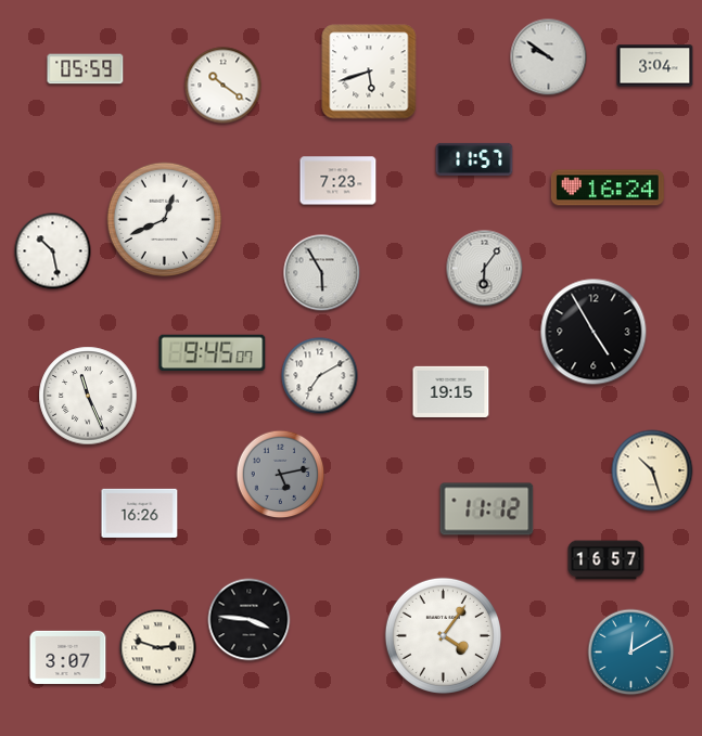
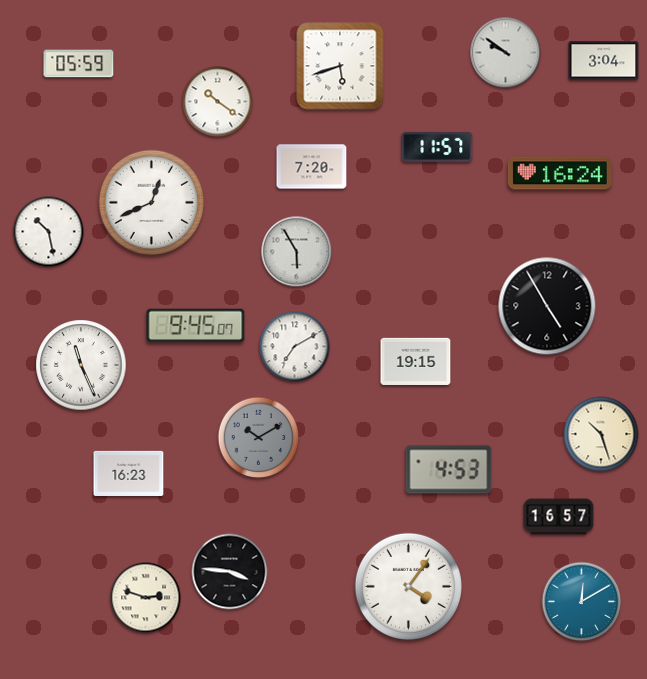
clock at (224, 86) position: (224, 86) -> (218, 102)
clock at (339, 181): 7:23 -> 7:20
clock at (485, 269): 6:06 -> none
clock at (281, 475): 5:13 -> 10:10
clock at (487, 509): 11:12 -> 4:53
clock at (140, 513): 16:26 -> 16:23
clock at (68, 657): 3:07 -> none
